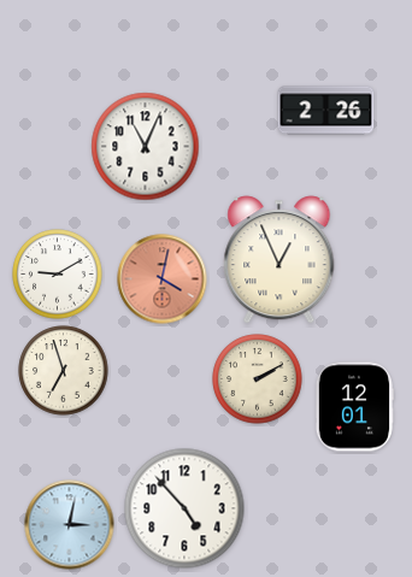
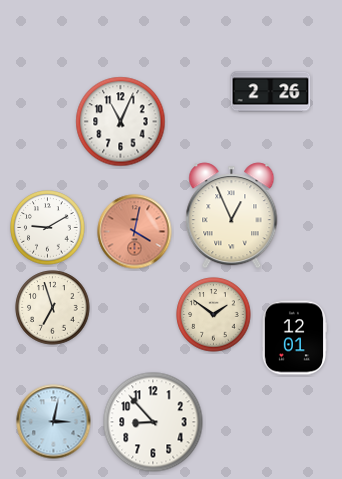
clock at (258, 379): 2:10 -> 1:51
clock at (184, 508): 4:53 -> 8:53
clock at (70, 525) position: (70, 525) -> (54, 422)
